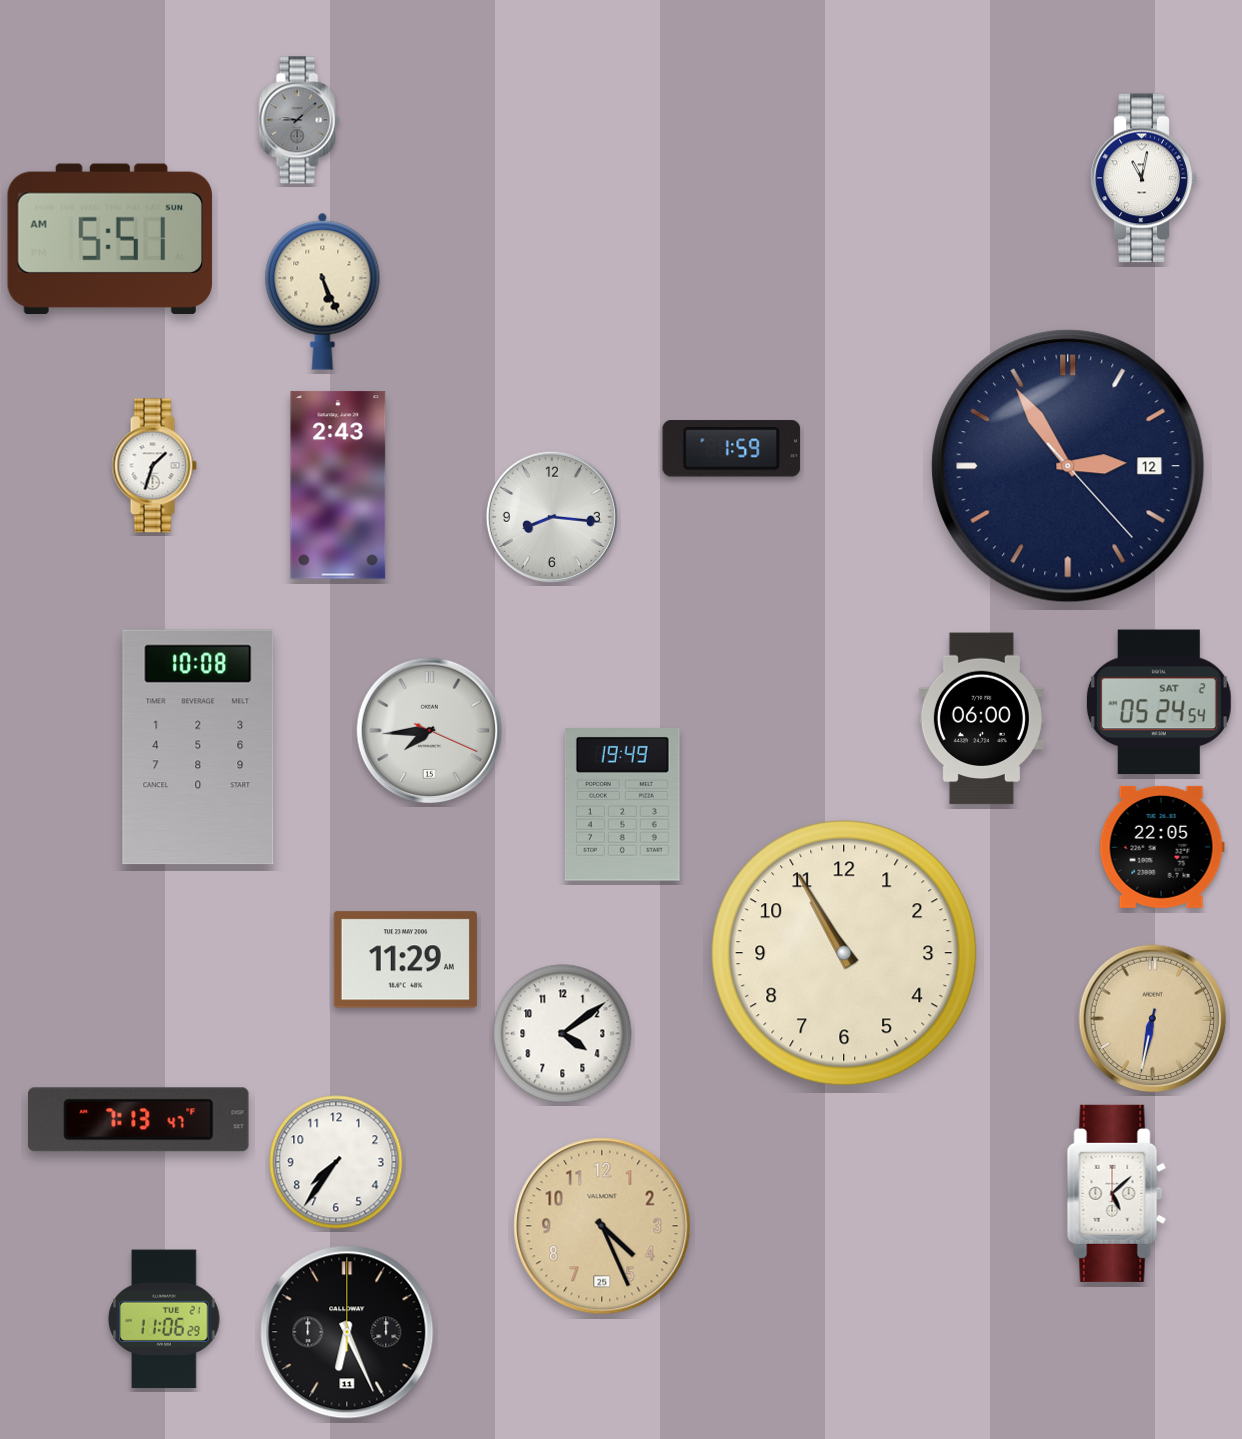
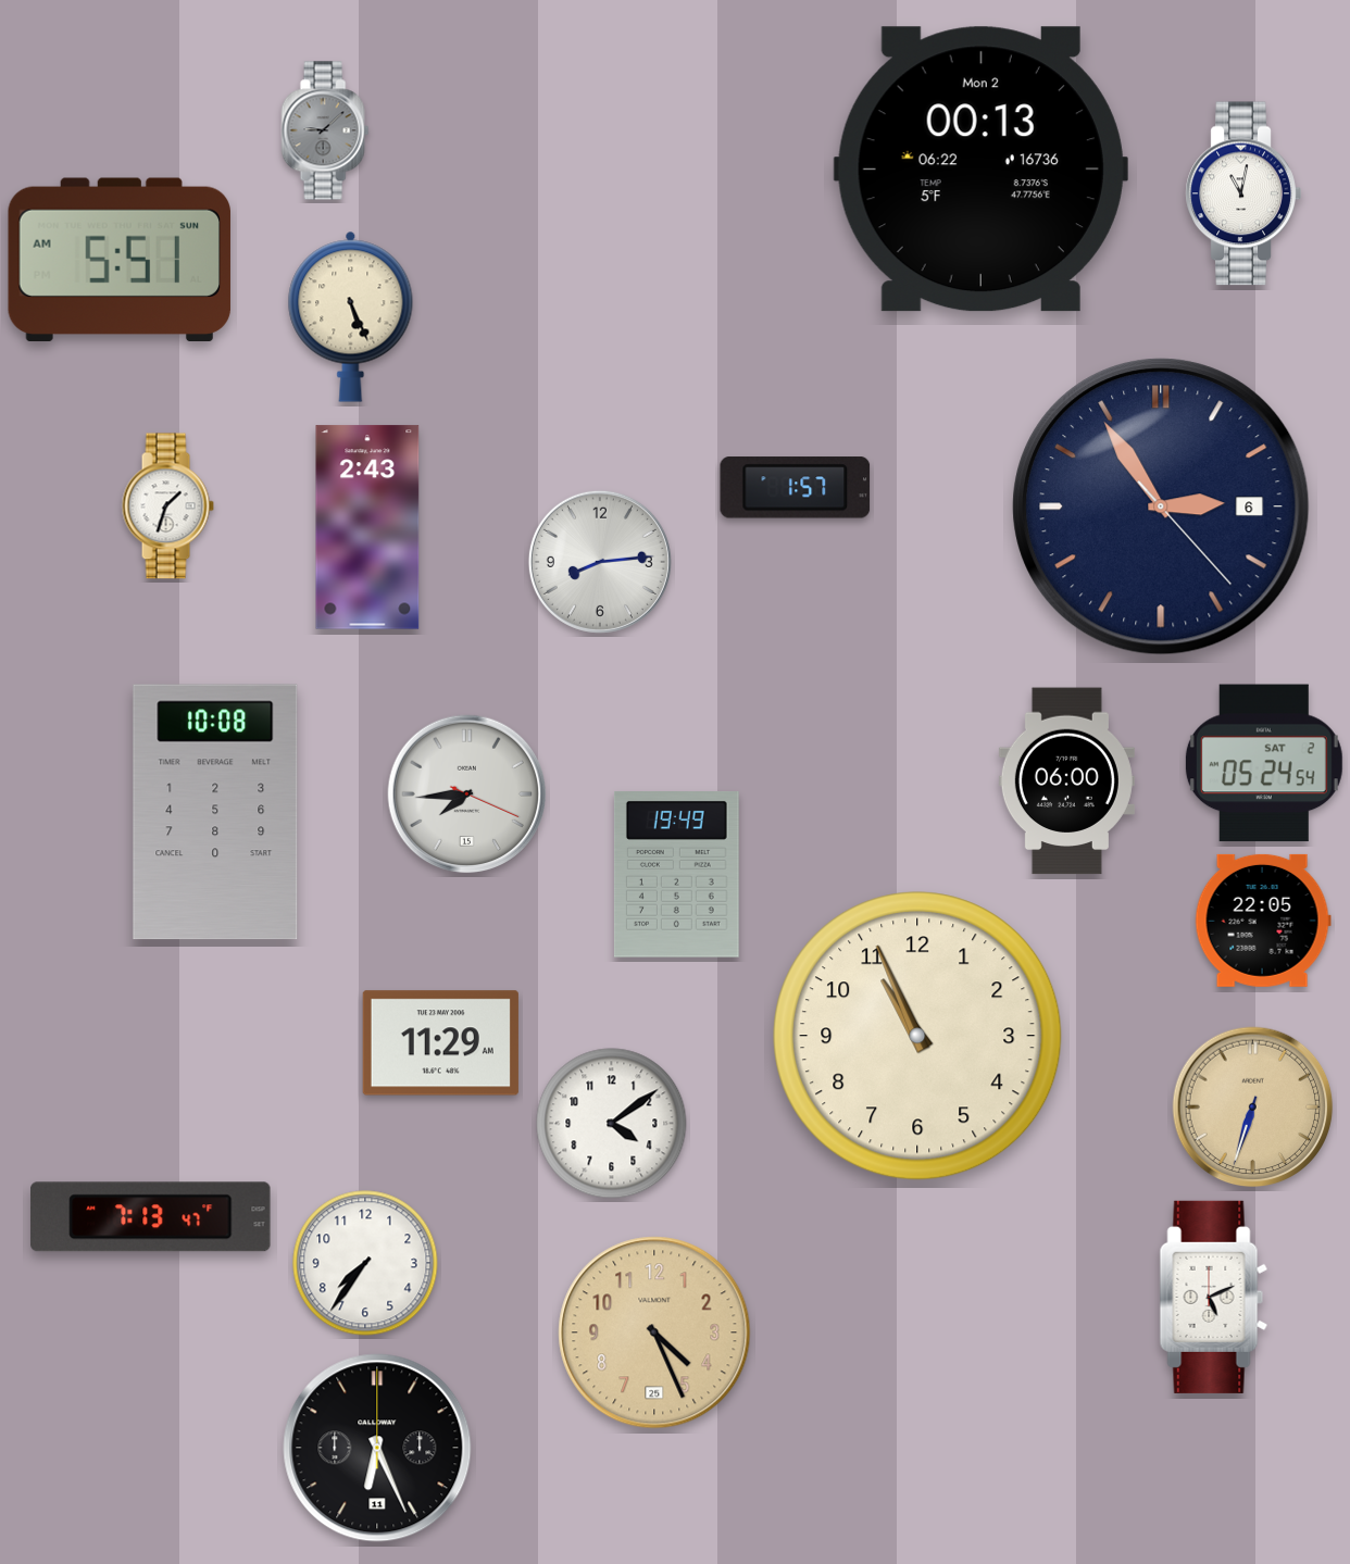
clock at (980, 170): none -> 00:13
clock at (732, 449): 1:59 -> 1:57
clock at (1068, 466) date: 12 -> 6
clock at (552, 517): 8:16 -> 8:14
clock at (1159, 702) position: (1159, 702) -> (1264, 763)
clock at (844, 953): 10:55 -> 10:56
clock at (1153, 1019): 6:32 -> 6:33
clock at (1117, 1193): 5:08 -> 5:11
clock at (164, 1319): 11:06 -> none
